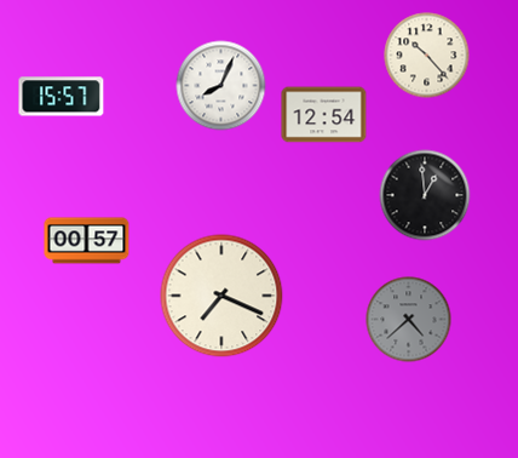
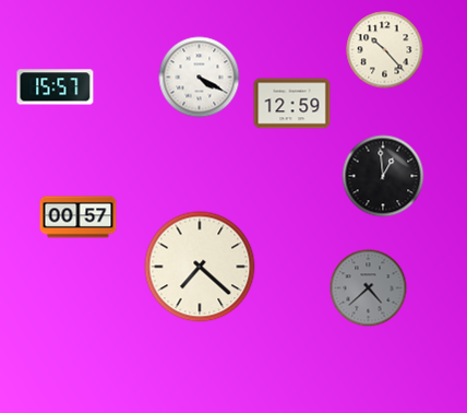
clock at (221, 86): 8:04 -> 4:20
clock at (324, 115): 12:54 -> 12:59
clock at (221, 296): 7:19 -> 7:22
